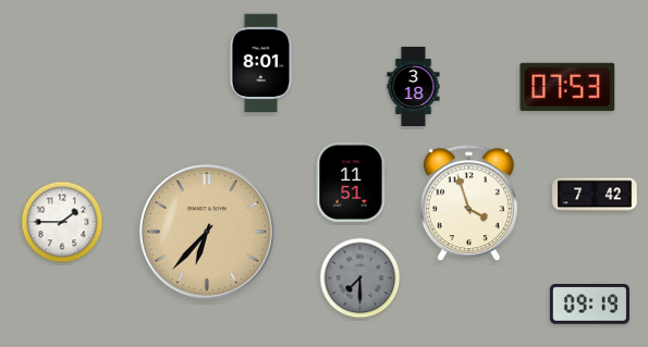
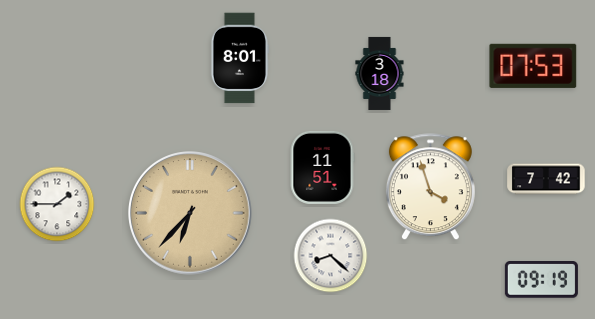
clock at (414, 86) position: (414, 86) -> (380, 73)
clock at (567, 87) position: (567, 87) -> (533, 66)
clock at (360, 278): 7:30 -> 8:22
clock at (360, 278) dial: grey -> white
